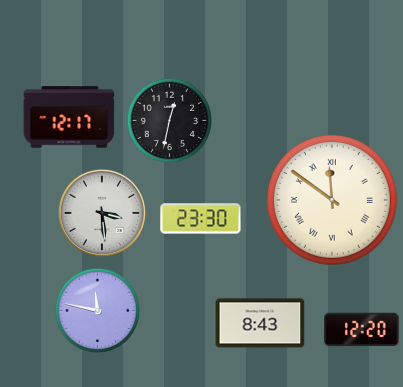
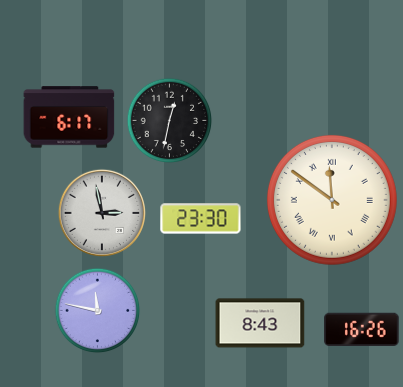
clock at (69, 117): 12:17 -> 6:17
clock at (101, 212): 3:29 -> 2:58
clock at (362, 330): 12:20 -> 16:26
